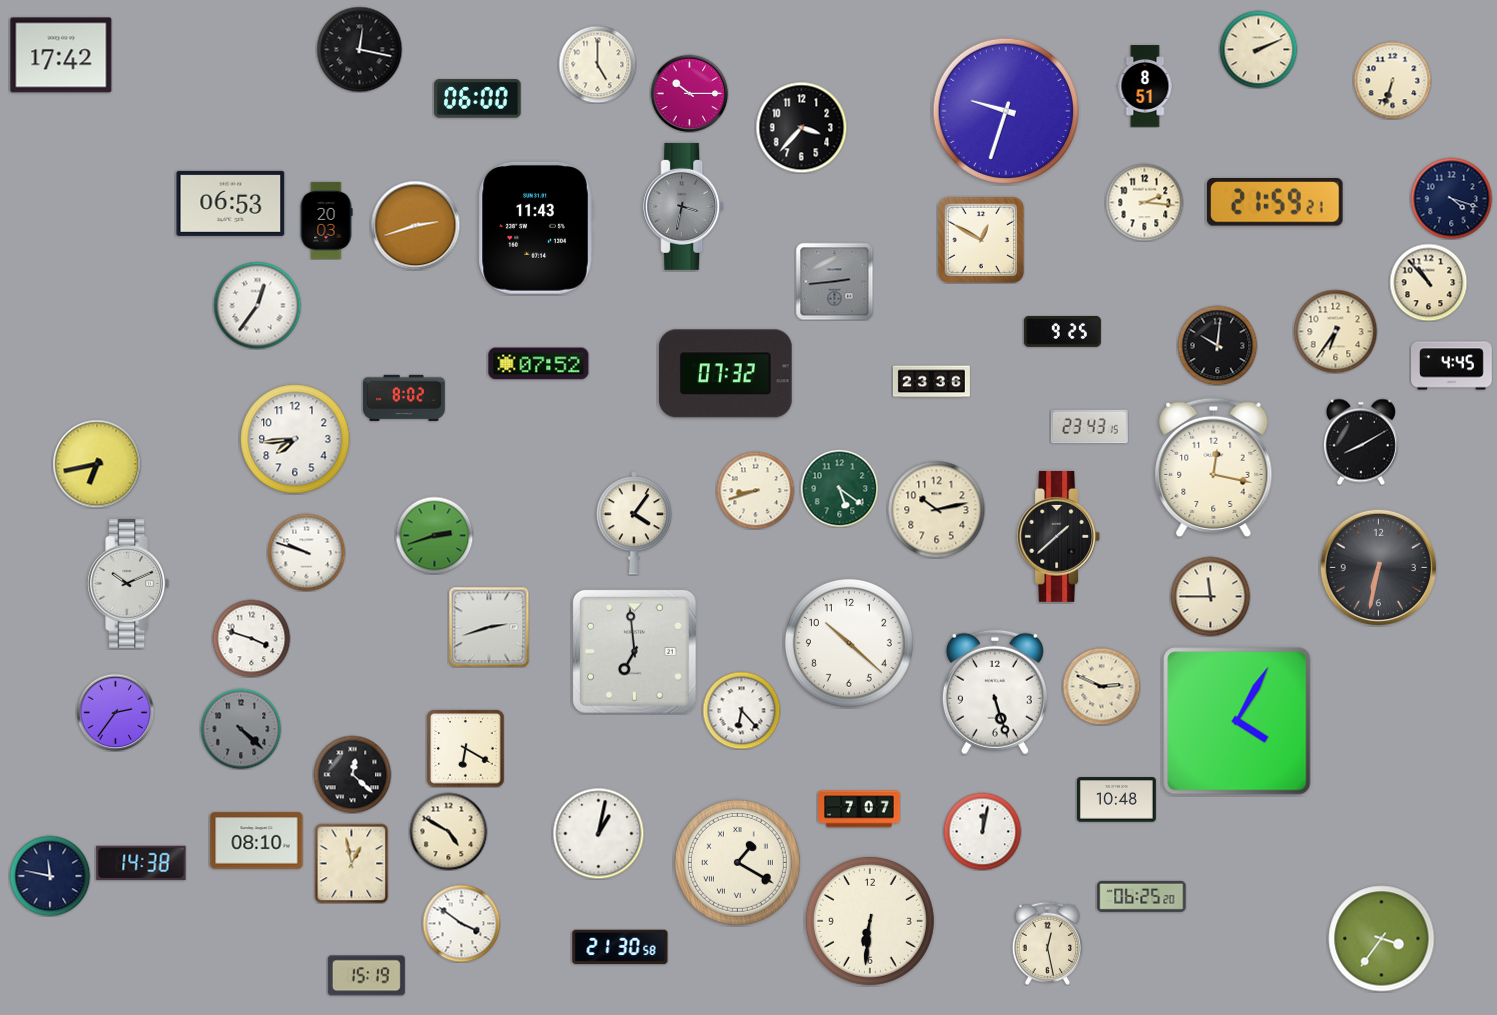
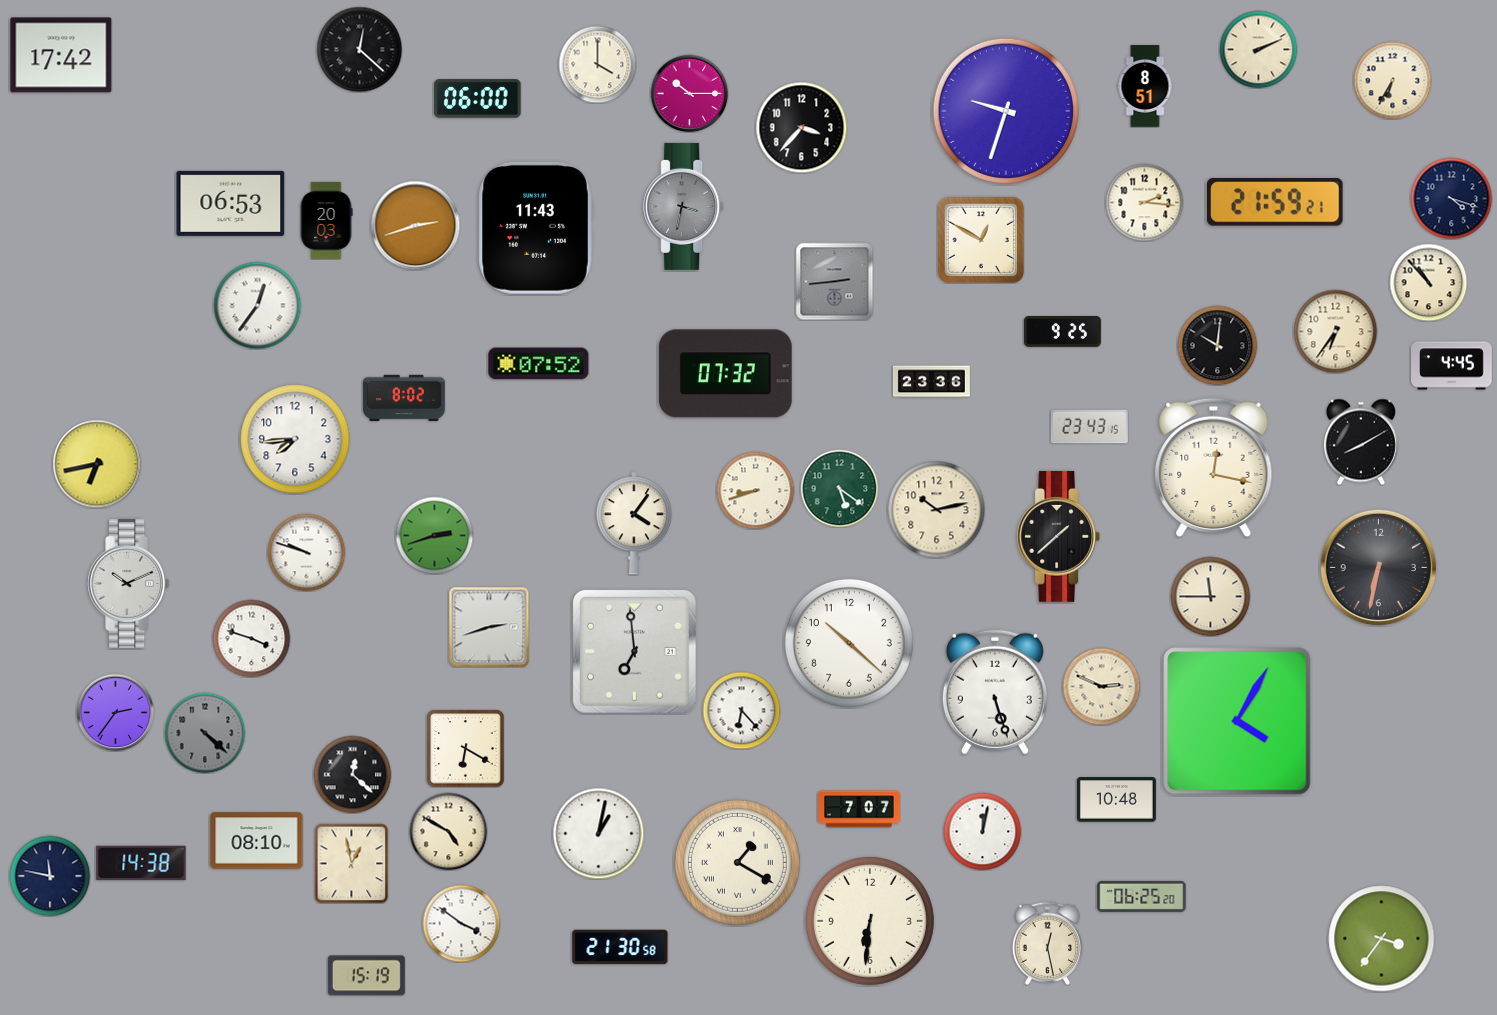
clock at (359, 49): 12:17 -> 12:22
clock at (597, 64): 5:00 -> 4:00
clock at (1392, 80): 6:33 -> 6:35
clock at (241, 729) position: (241, 729) -> (205, 733)
